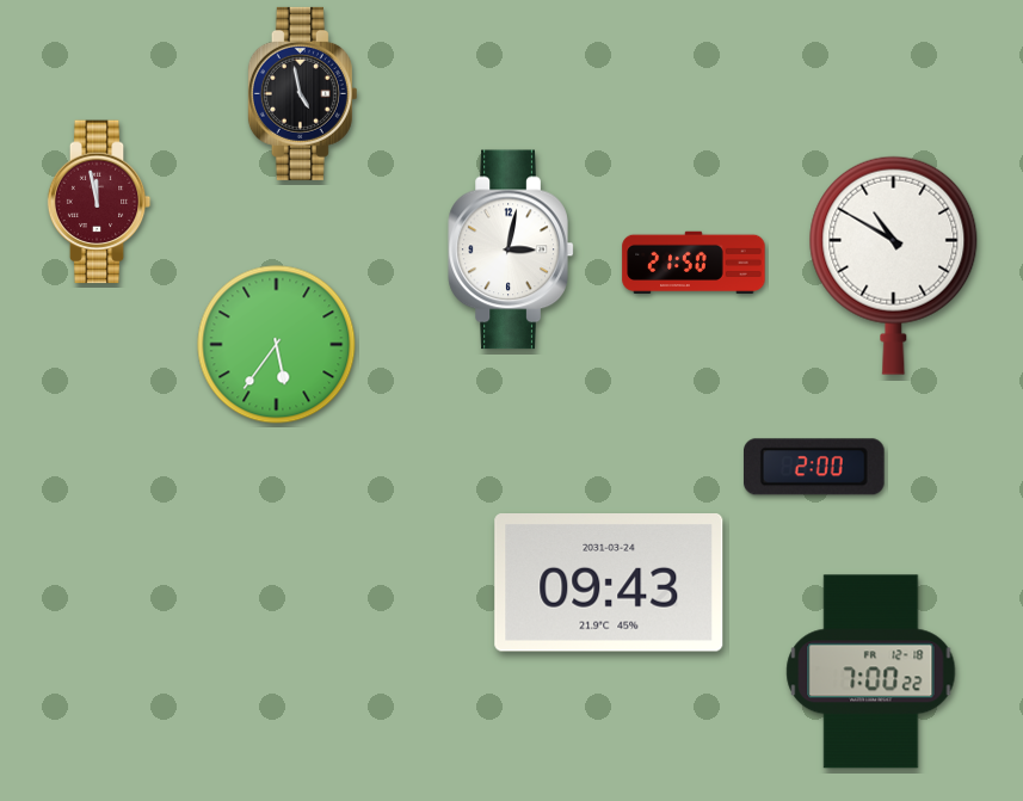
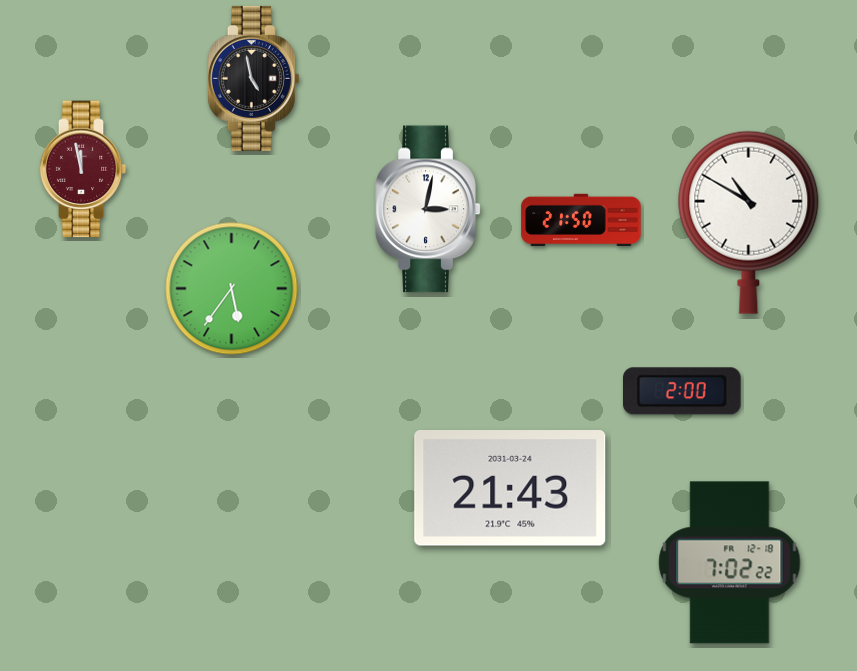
clock at (609, 584): 09:43 -> 21:43
clock at (871, 672): 7:00 -> 7:02
